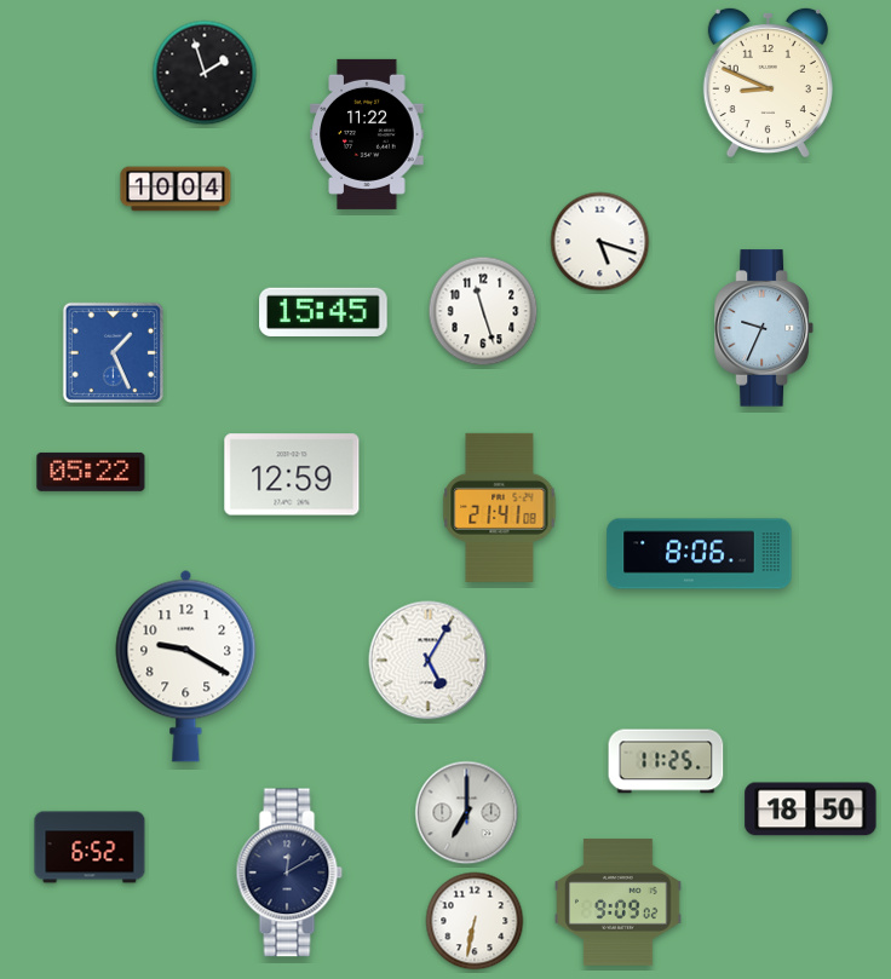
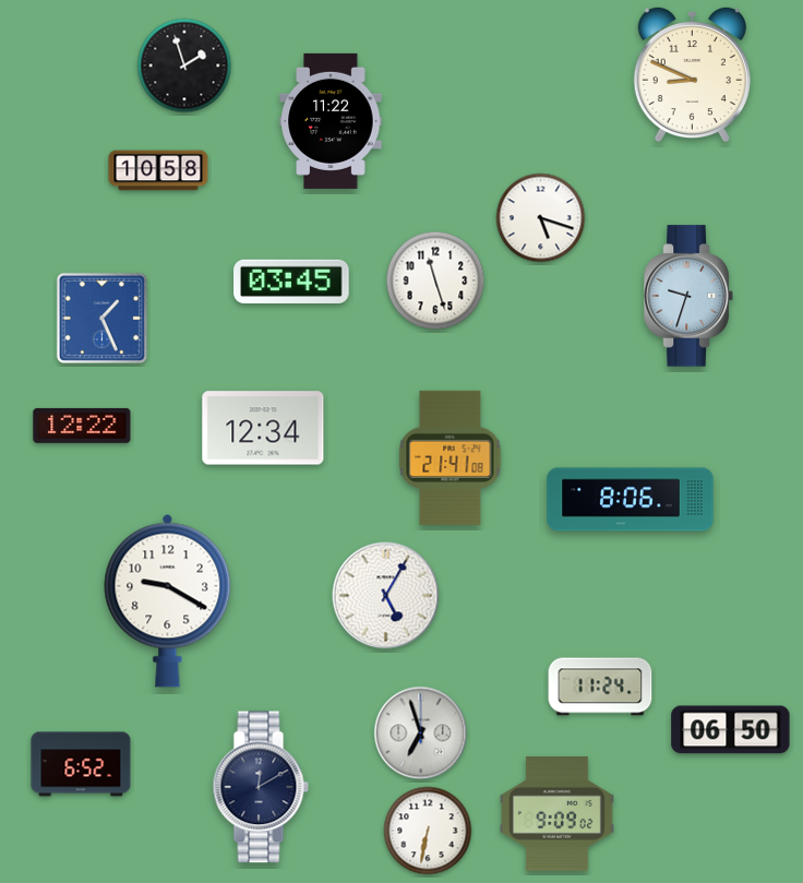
clock at (176, 189): 10:04 -> 10:58
clock at (323, 311): 15:45 -> 03:45
clock at (764, 328): 9:34 -> 9:33
clock at (91, 472): 05:22 -> 12:22
clock at (292, 474): 12:59 -> 12:34
clock at (666, 761): 11:25 -> 11:24
clock at (811, 810): 18:50 -> 06:50
clock at (467, 813): 7:00 -> 6:57
